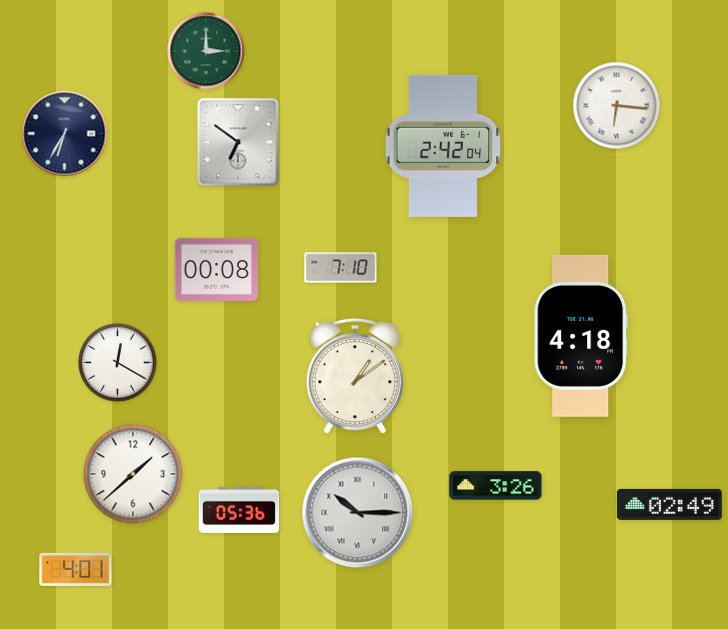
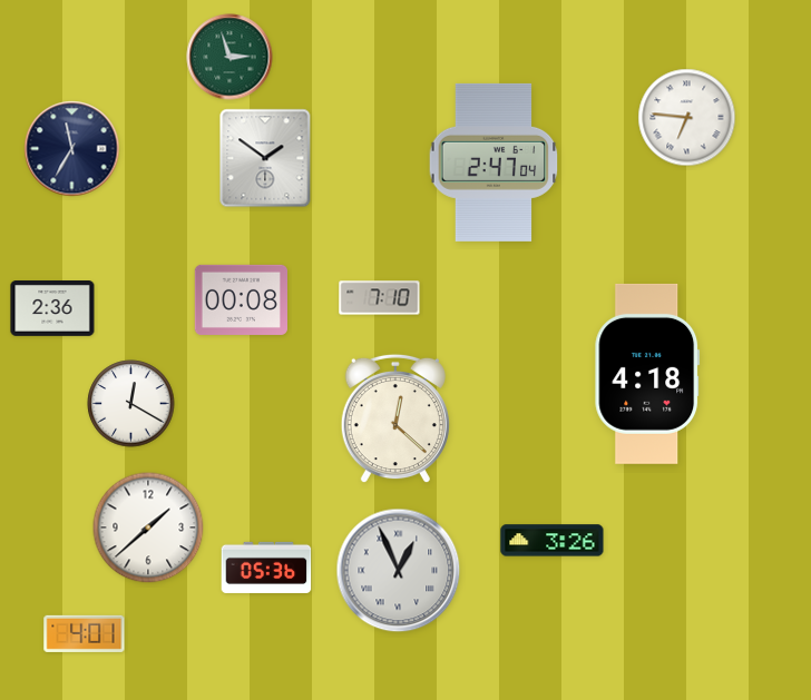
clock at (206, 51): 3:00 -> 2:57
clock at (617, 106): 6:16 -> 6:46
clock at (65, 134): 6:35 -> 11:35
clock at (238, 142): 6:51 -> 1:51
clock at (443, 146): 2:42 -> 2:47
clock at (52, 309): none -> 2:36
clock at (355, 376): 1:09 -> 12:22
clock at (669, 504): 02:49 -> none
clock at (358, 513): 10:15 -> 12:56
